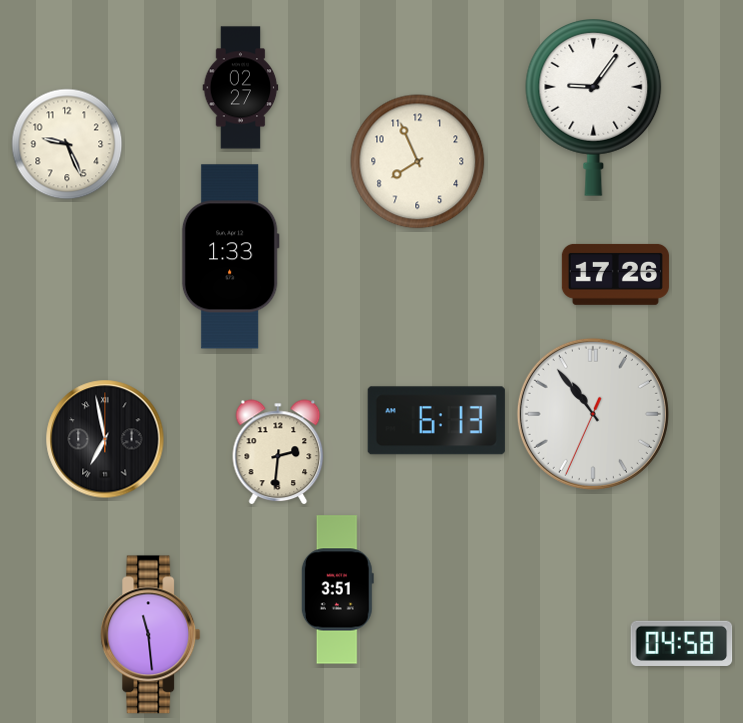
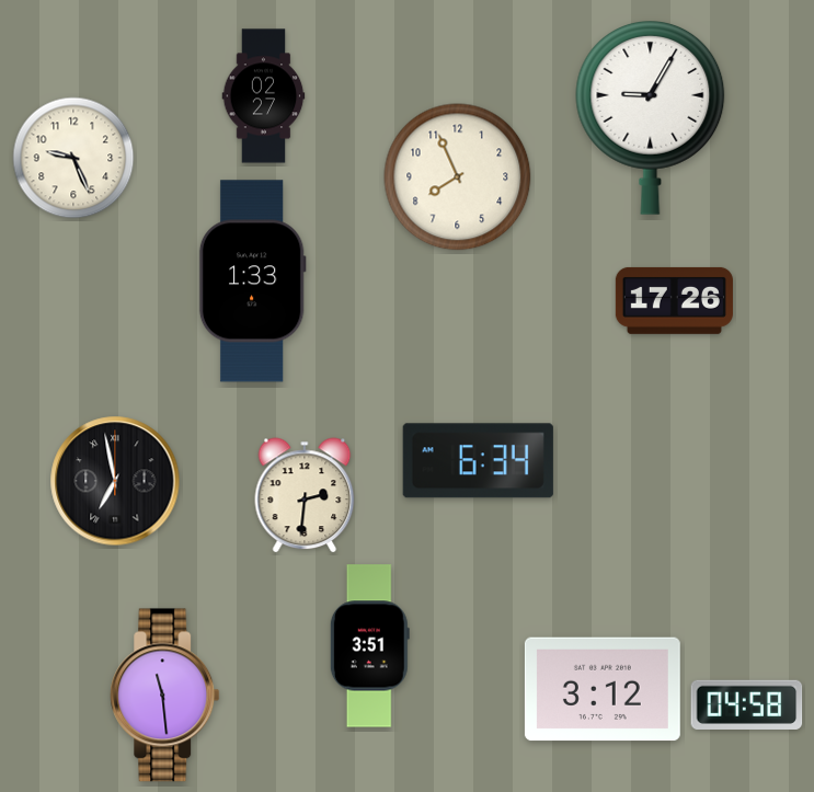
clock at (594, 108): 9:06 -> 9:05
clock at (593, 414): 10:53 -> none
clock at (436, 421): 6:13 -> 6:34
clock at (603, 689): none -> 3:12
